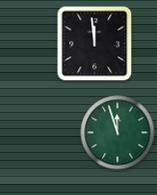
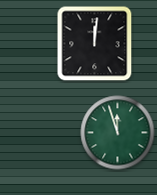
clock at (95, 44): 11:59 -> 12:01
